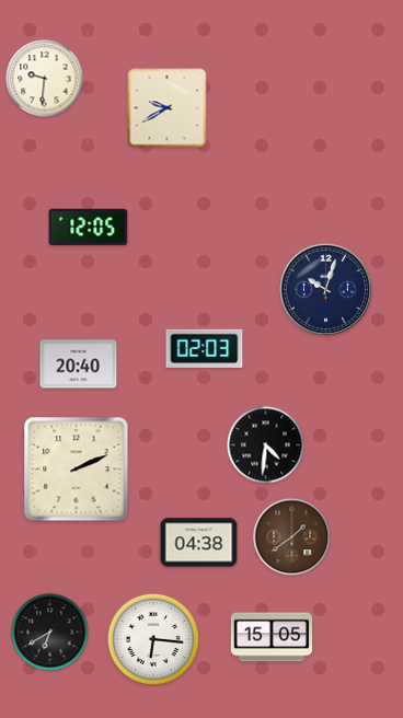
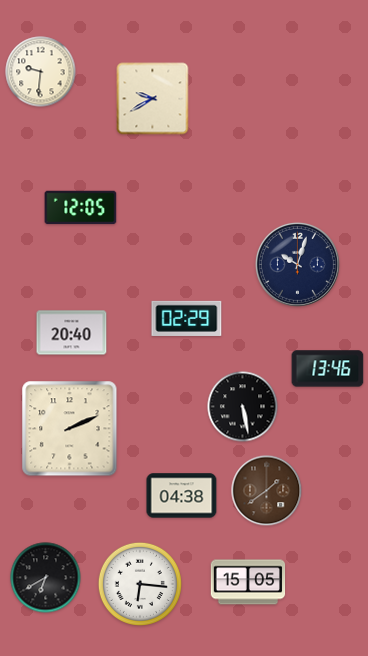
clock at (205, 348): 02:03 -> 02:29
clock at (328, 369): none -> 13:46
clock at (266, 445): 4:31 -> 5:28
